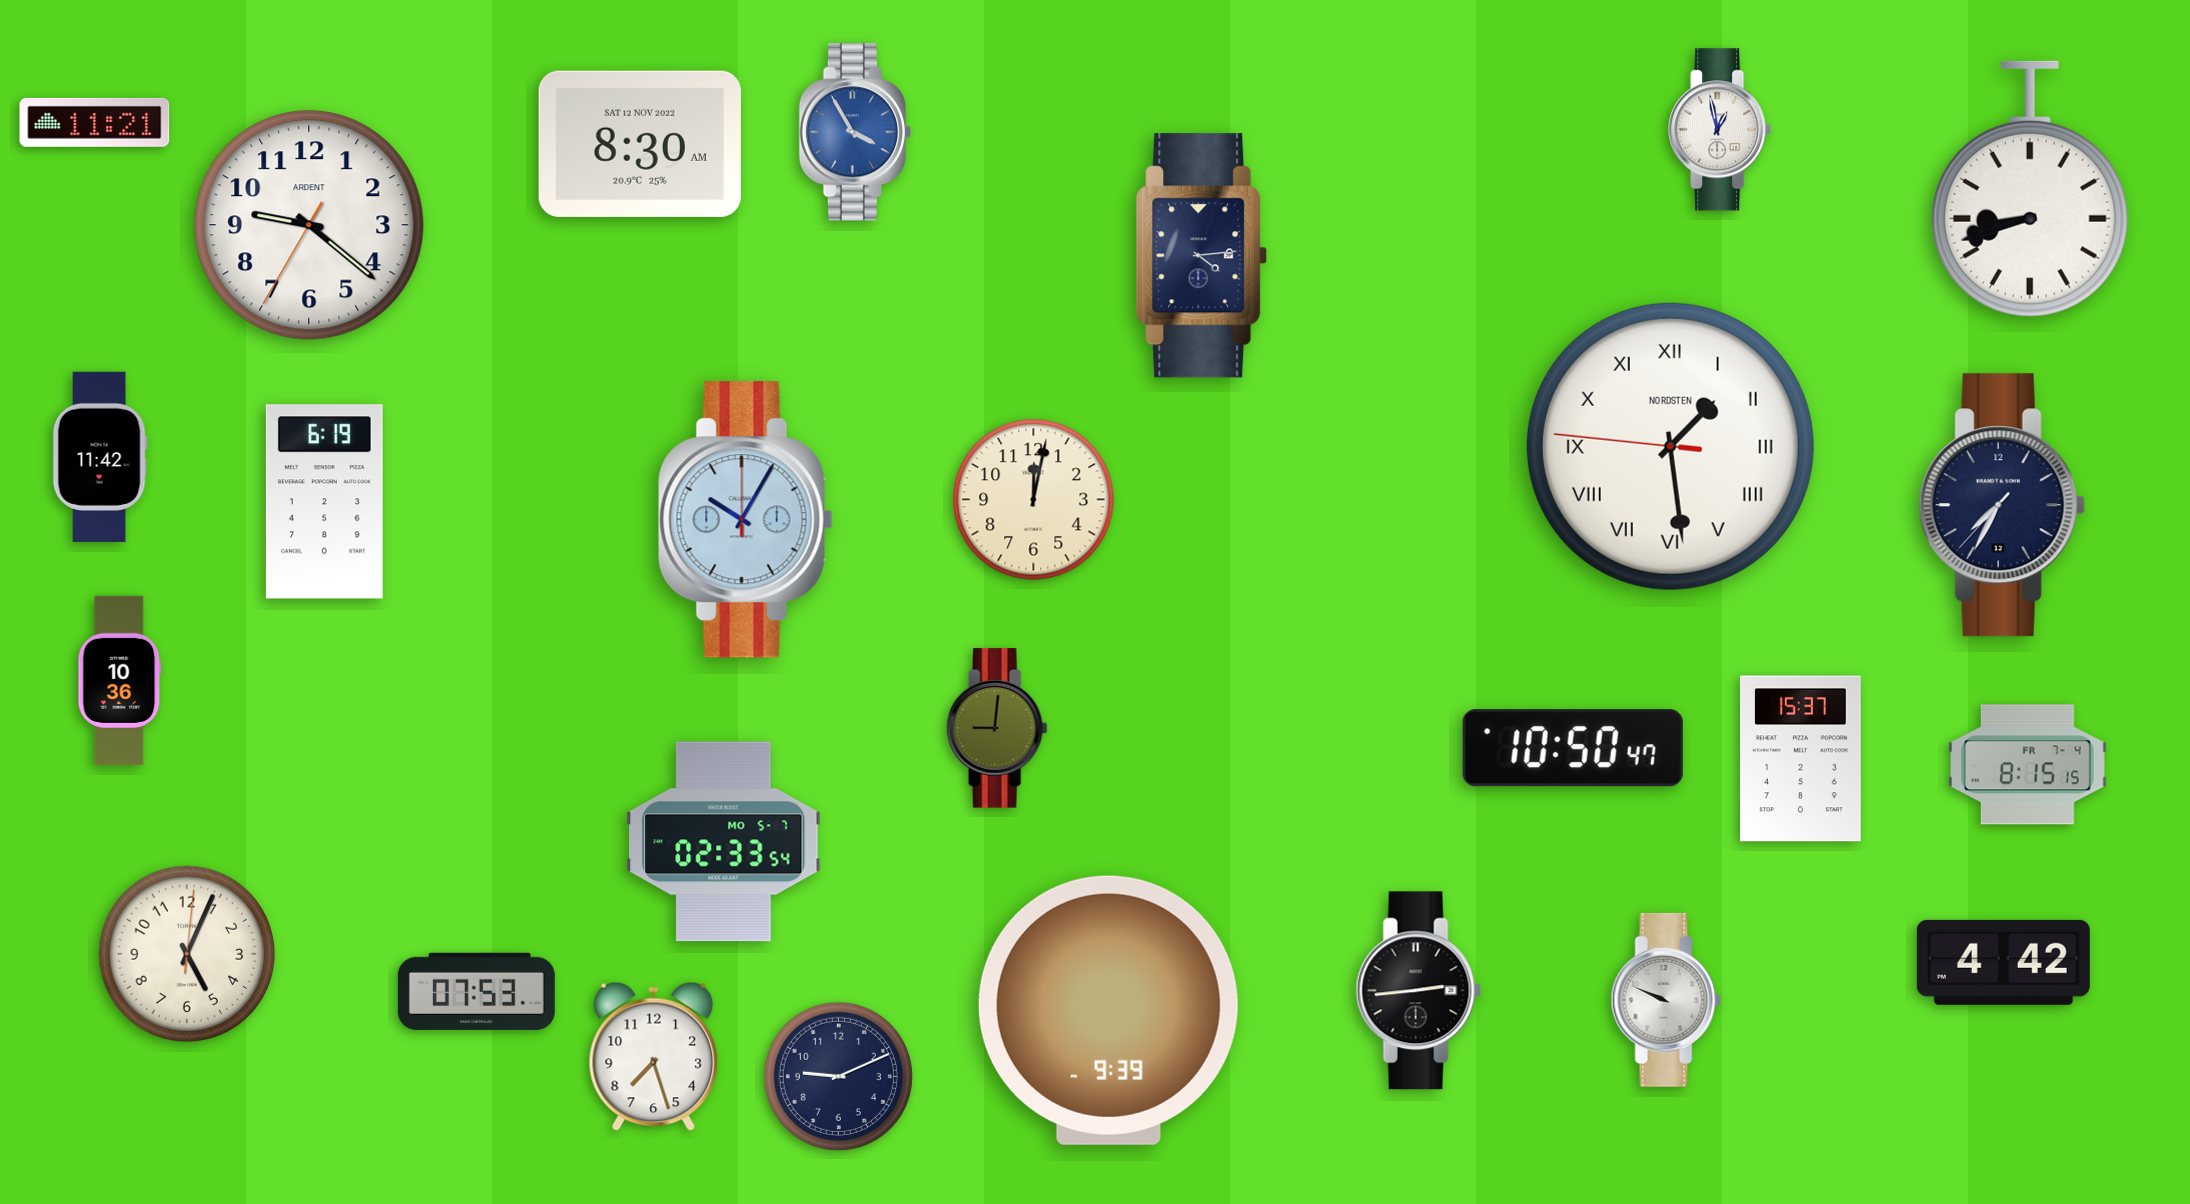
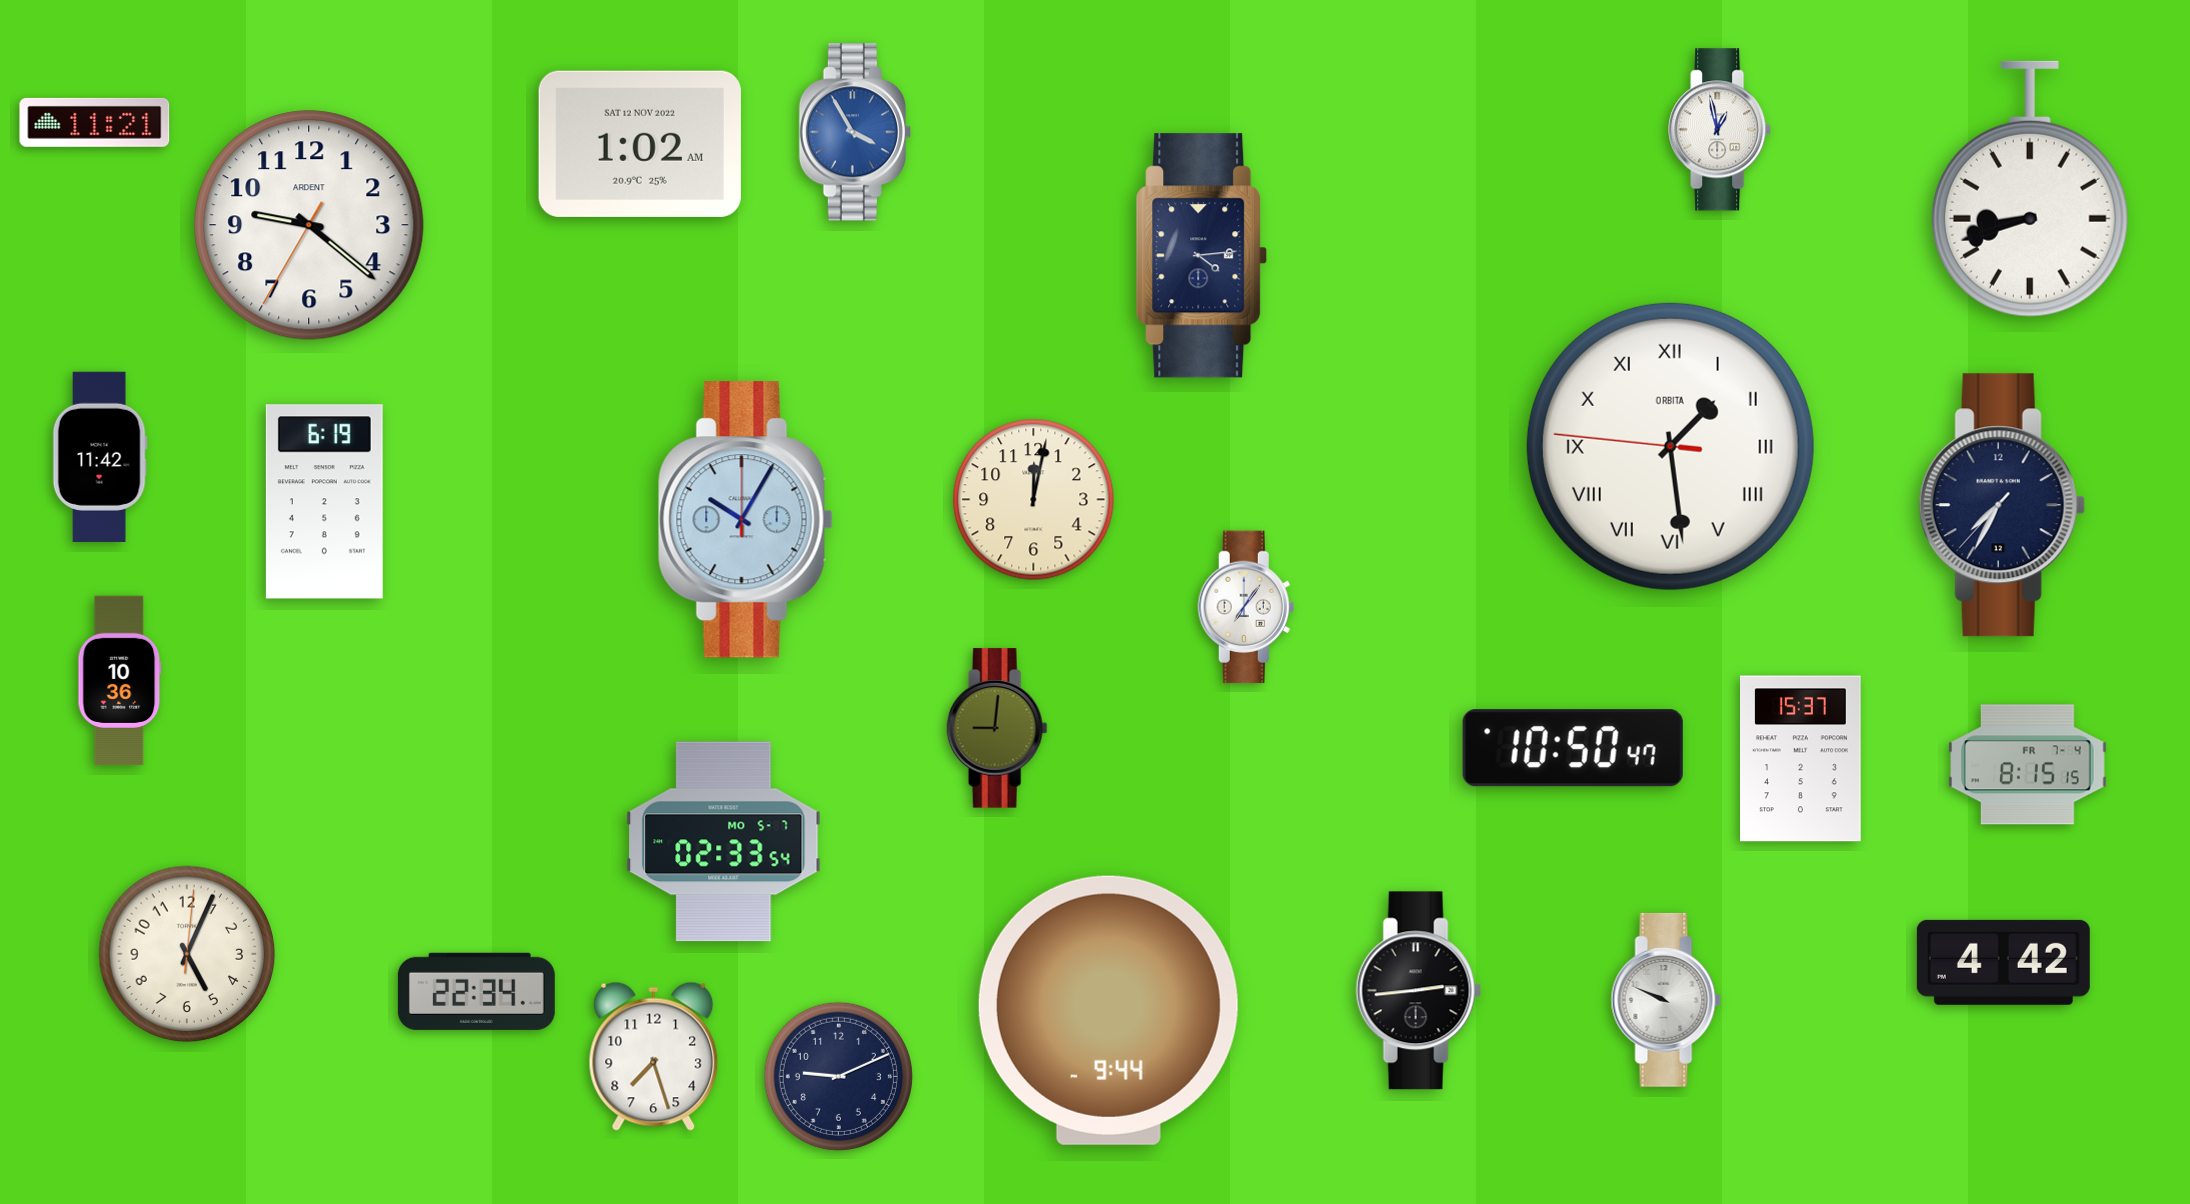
clock at (640, 144): 8:30 -> 1:02
clock at (1670, 446) brand: NORDSTEN -> ORBITA
clock at (1246, 607): none -> 7:06
clock at (476, 991): 07:53 -> 22:34
clock at (1108, 1010): 9:39 -> 9:44
